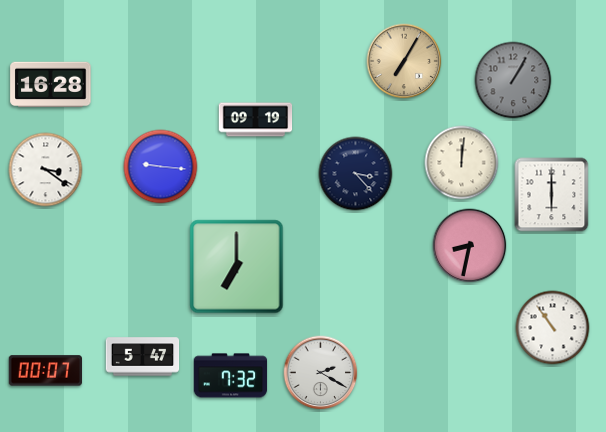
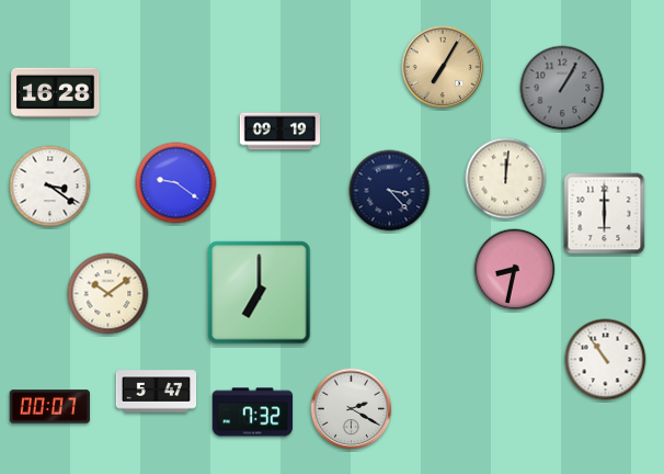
clock at (161, 167): 9:16 -> 9:21
clock at (108, 294): none -> 10:09
